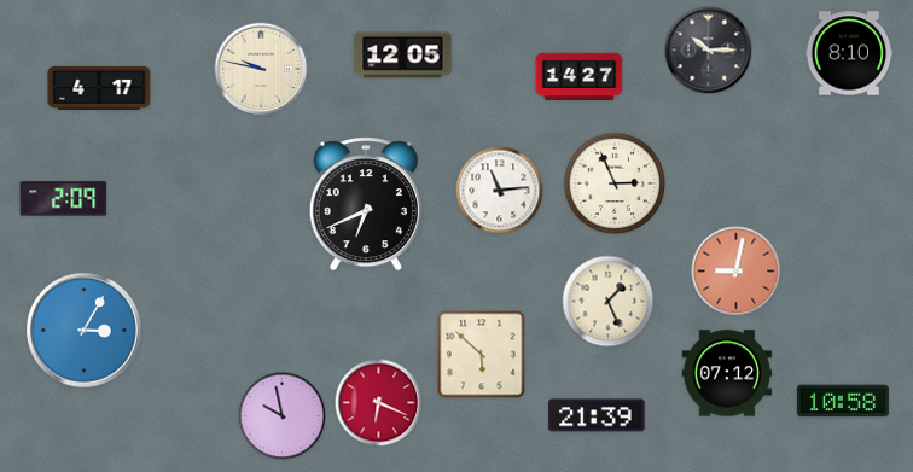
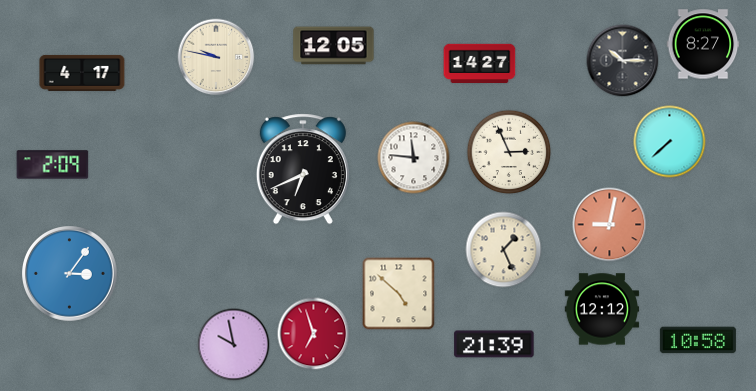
clock at (709, 51) position: (709, 51) -> (623, 61)
clock at (849, 53): 8:10 -> 8:27
clock at (670, 142): none -> 7:38
clock at (500, 191): 11:14 -> 11:46
clock at (85, 331): 3:05 -> 3:06
clock at (482, 355): 5:52 -> 4:52
clock at (727, 373): 07:12 -> 12:12
clock at (843, 401) position: (843, 401) -> (698, 340)
clock at (379, 403): 6:19 -> 6:57
